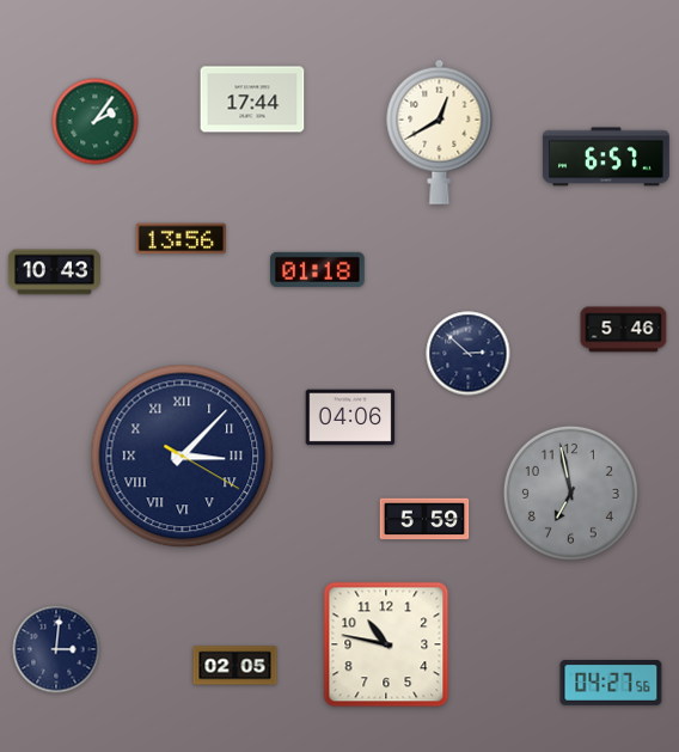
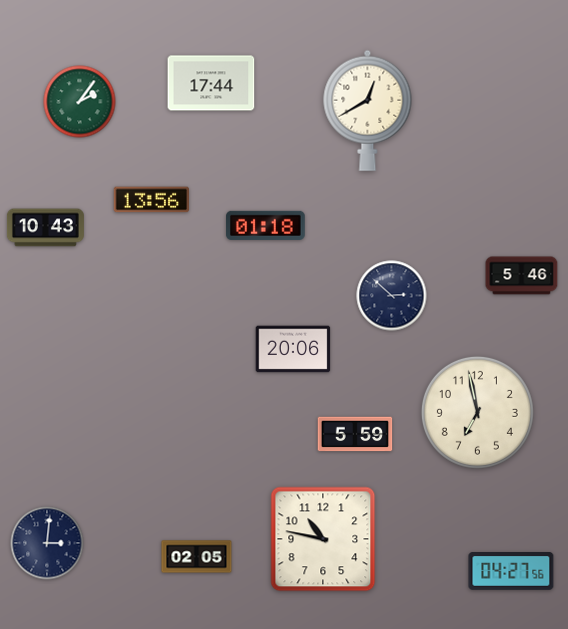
clock at (606, 157): 6:57 -> none
clock at (350, 417): 04:06 -> 20:06
clock at (183, 457): 3:07 -> none
clock at (570, 493) dial: grey -> cream
